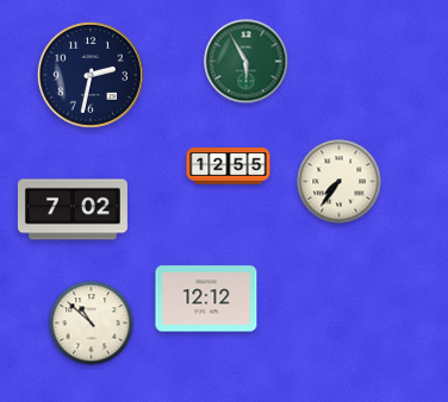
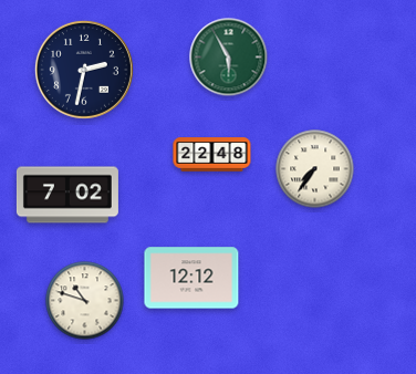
clock at (229, 167): 12:55 -> 22:48
clock at (92, 324): 10:52 -> 10:48
